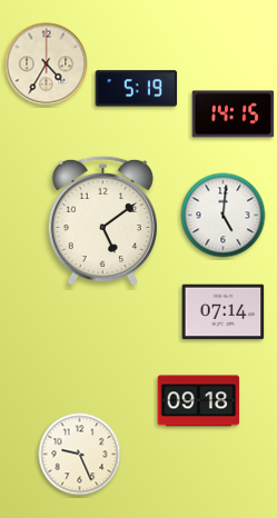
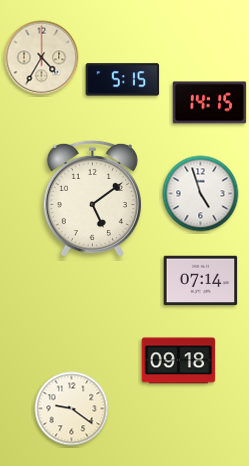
clock at (137, 89): 5:19 -> 5:15
clock at (224, 216): 5:01 -> 4:57
clock at (80, 455): 9:26 -> 9:21
